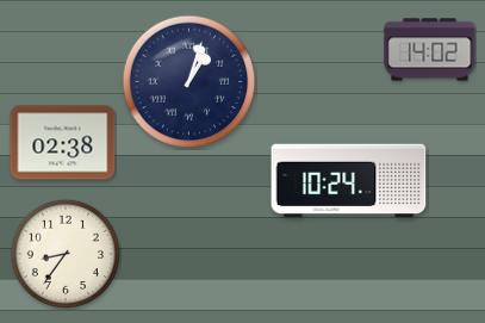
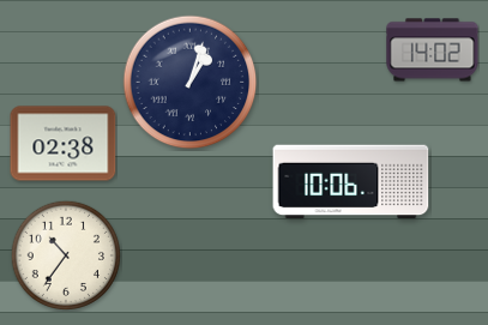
clock at (349, 181): 10:24 -> 10:06
clock at (64, 253): 8:36 -> 10:36
